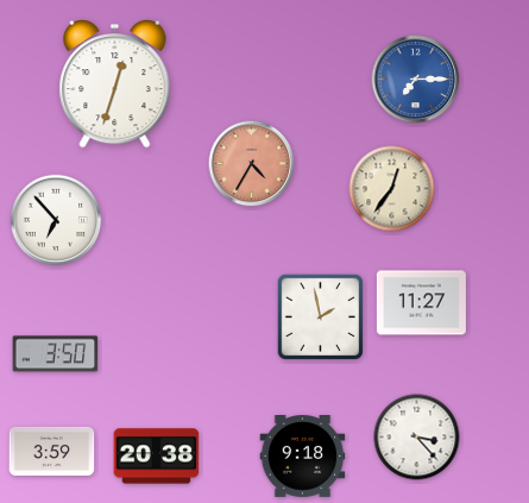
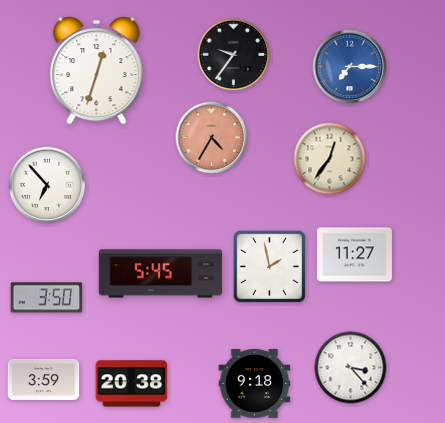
clock at (234, 55): none -> 9:36
clock at (161, 274): none -> 5:45
